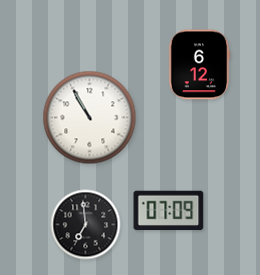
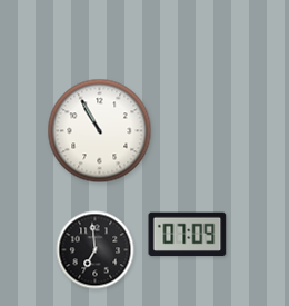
clock at (199, 65): 6:12 -> none
